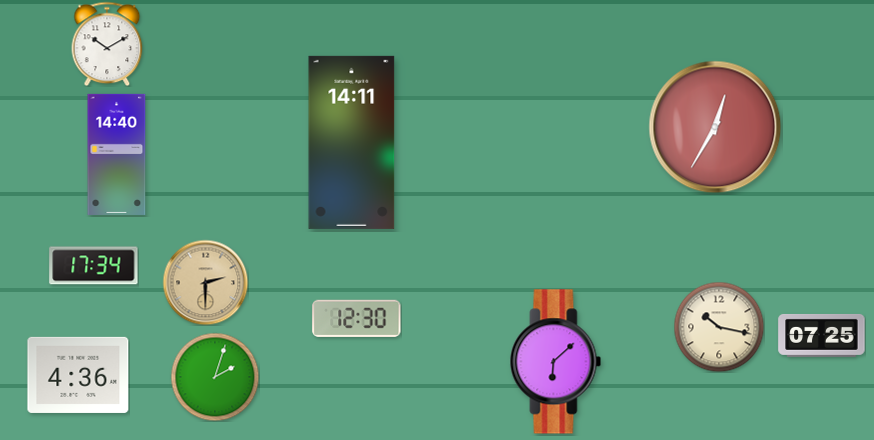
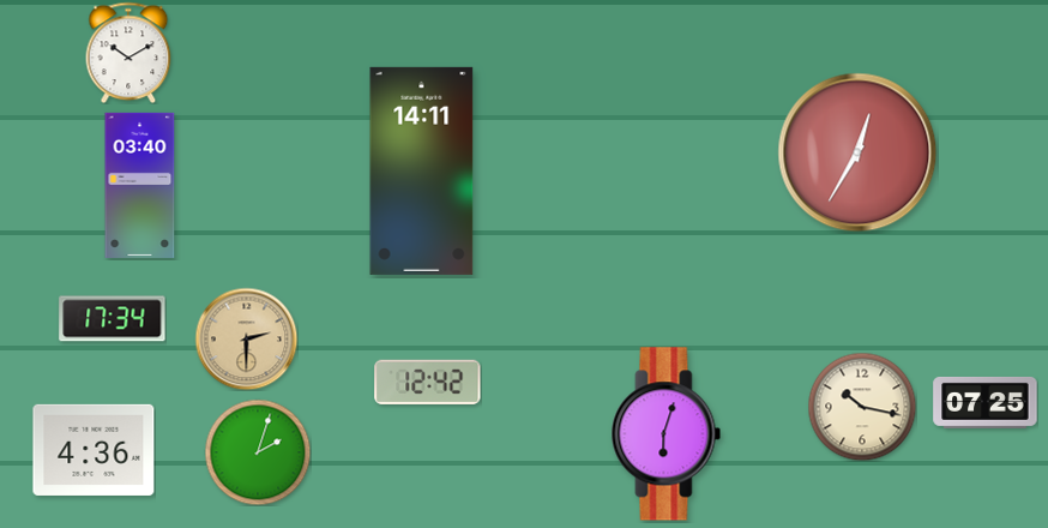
clock at (117, 154): 14:40 -> 03:40
clock at (357, 318): 12:30 -> 12:42
clock at (719, 327) position: (719, 327) -> (862, 407)
clock at (556, 362): 6:08 -> 6:03
